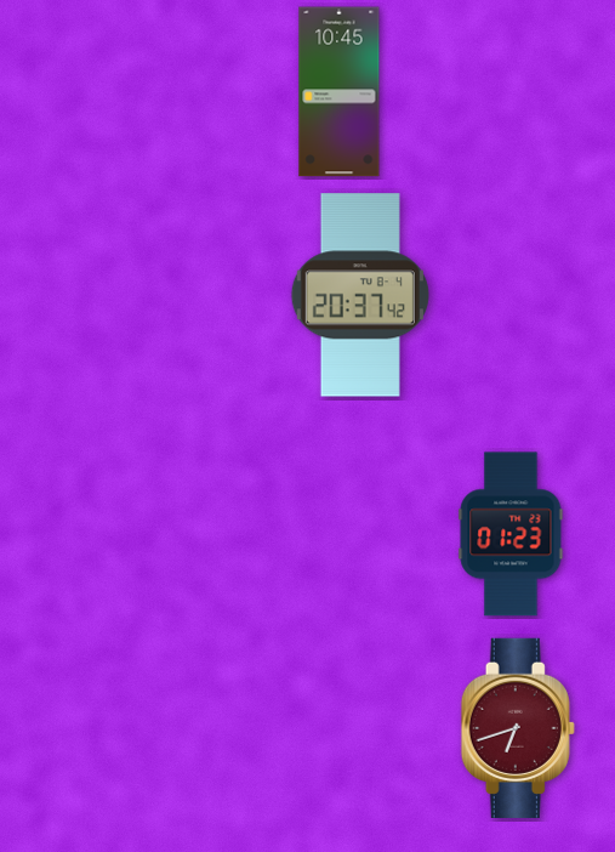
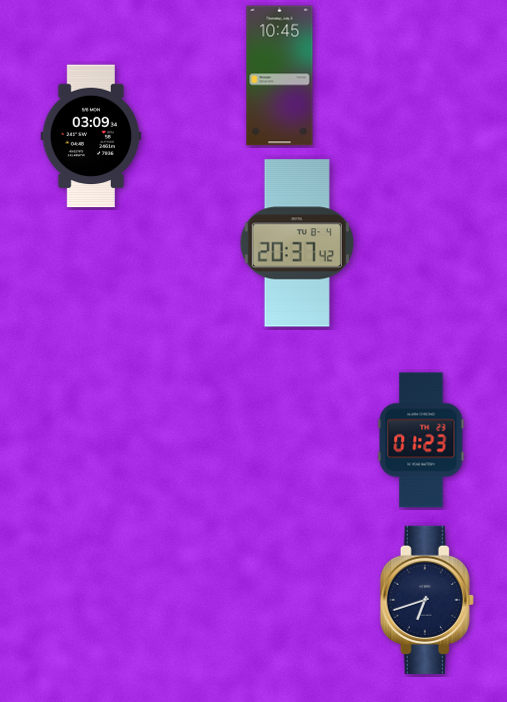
clock at (91, 136): none -> 03:09
clock at (518, 728) dial: burgundy -> navy
